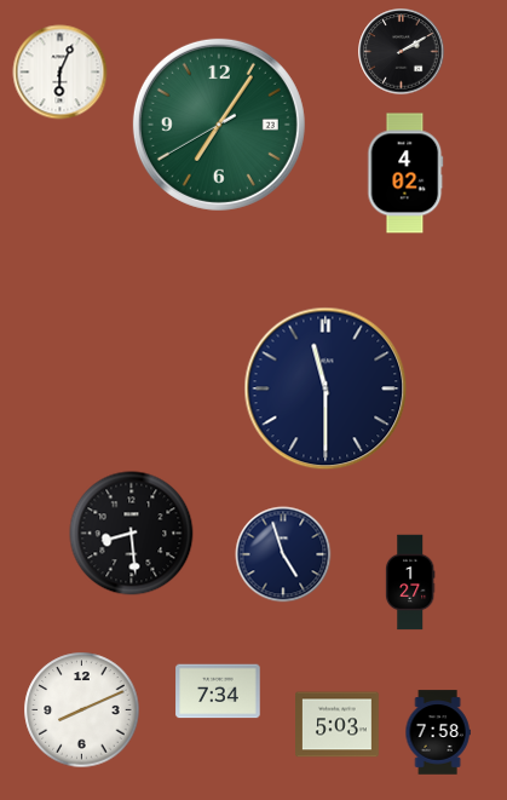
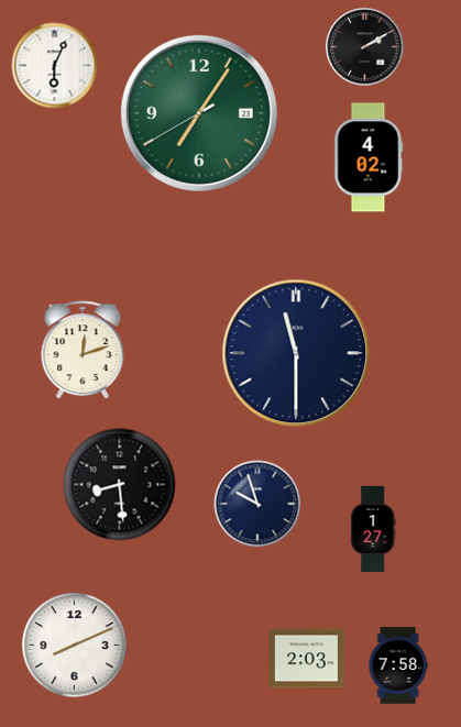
clock at (83, 351): none -> 12:12
clock at (283, 554): 4:57 -> 9:57
clock at (218, 691): 7:34 -> none
clock at (338, 725): 5:03 -> 2:03
